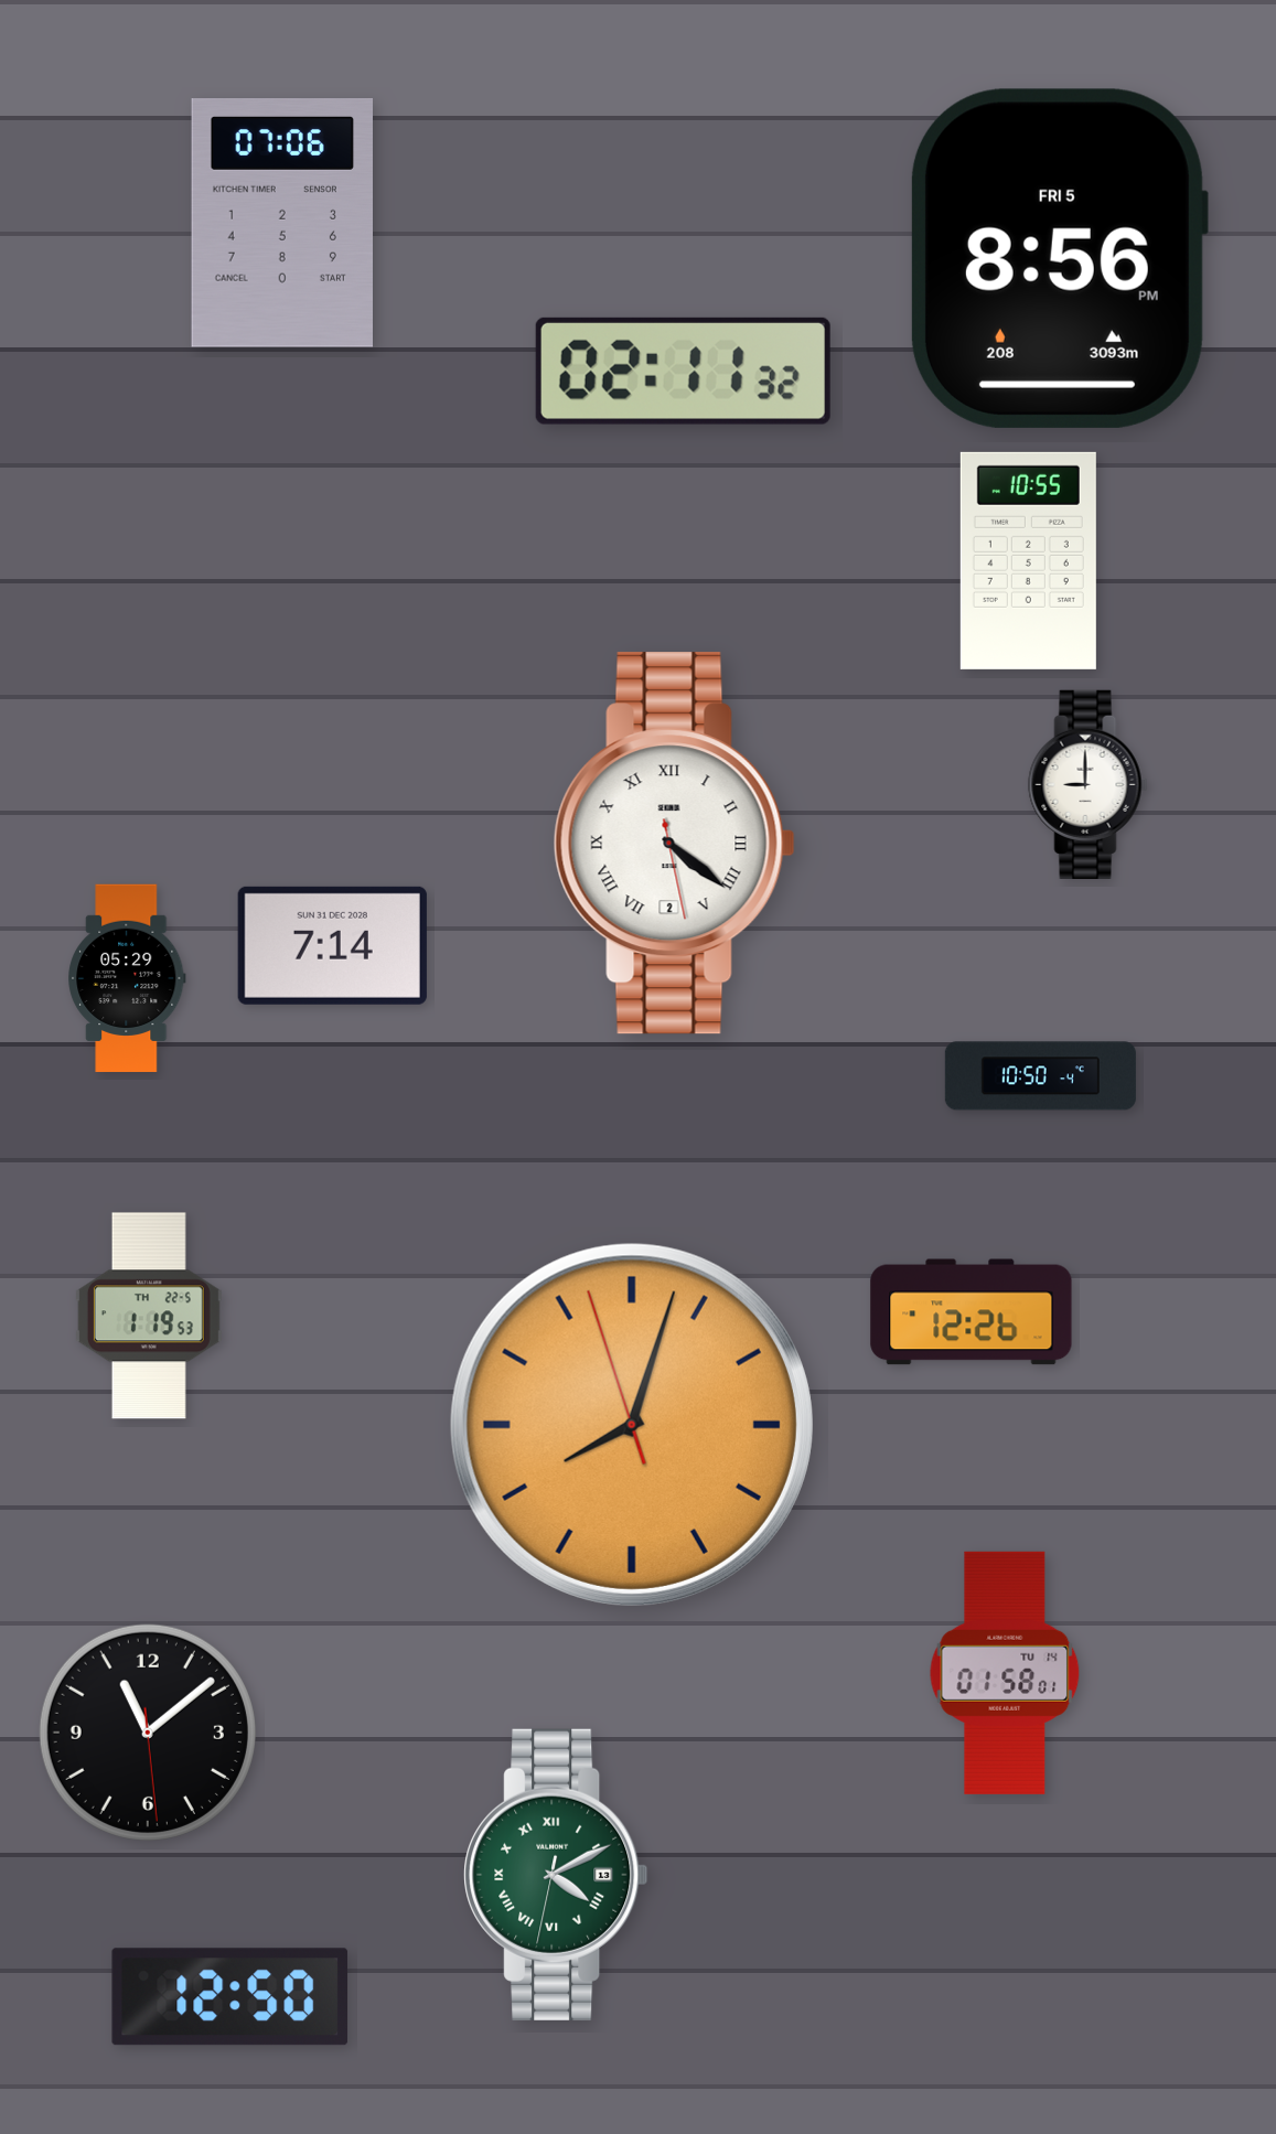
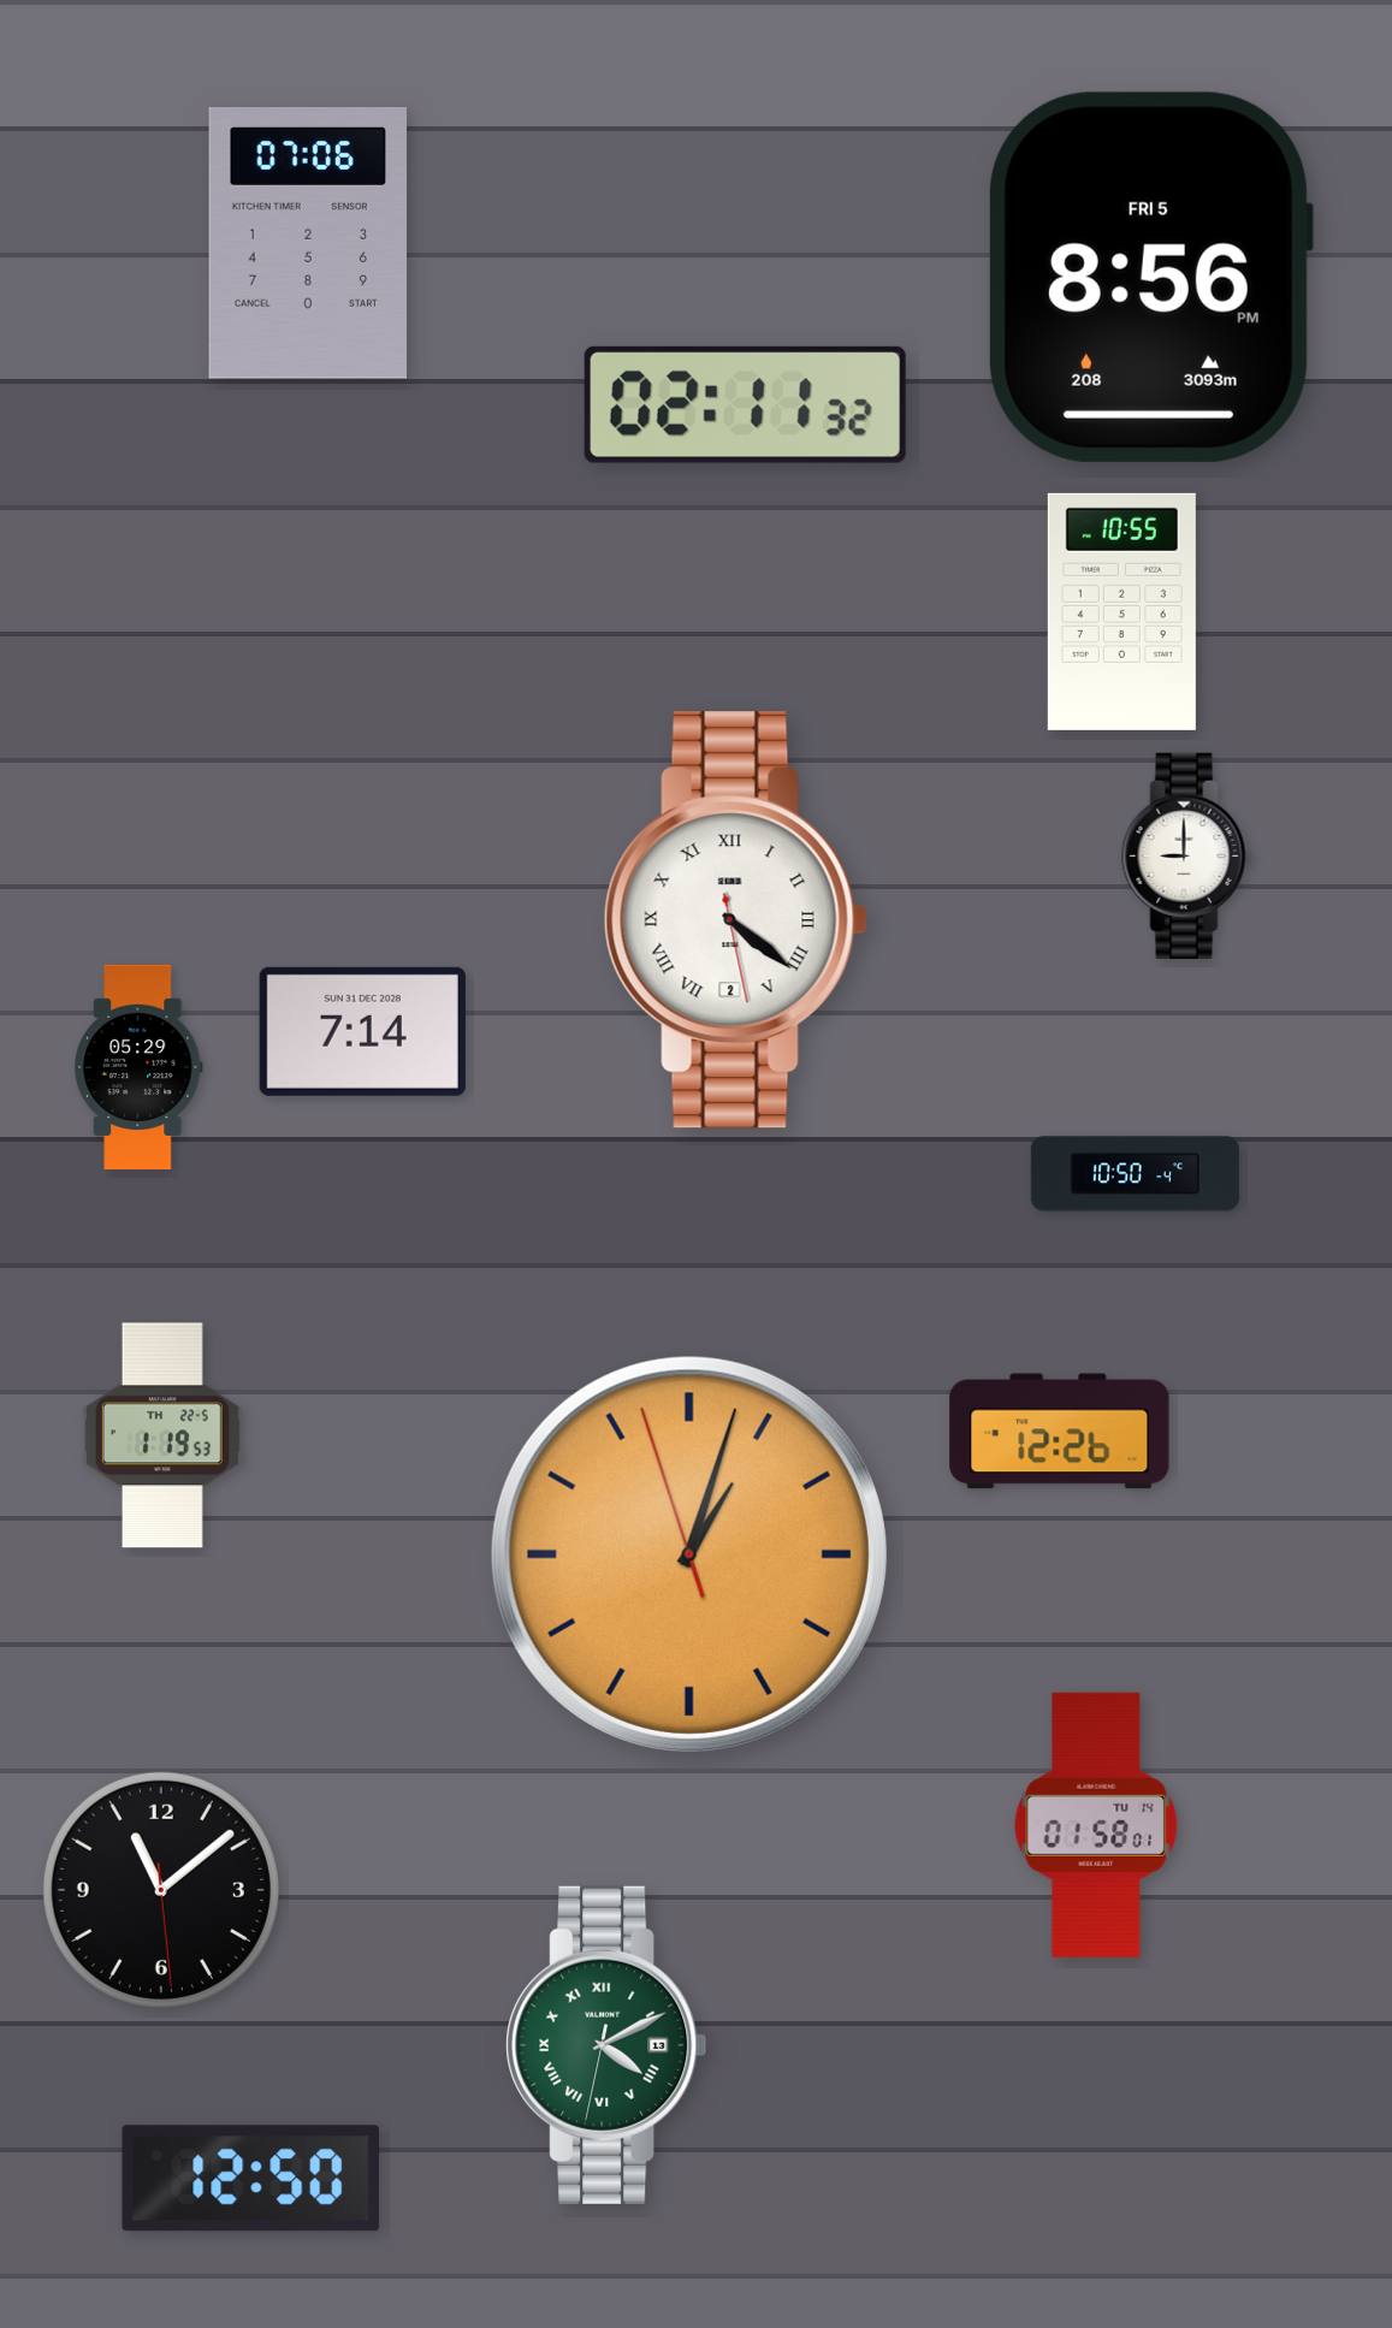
clock at (1059, 258) position: (1059, 258) -> (1150, 277)
clock at (632, 1425): 8:02 -> 1:02
